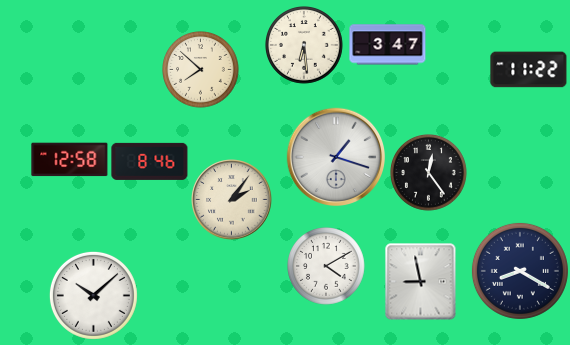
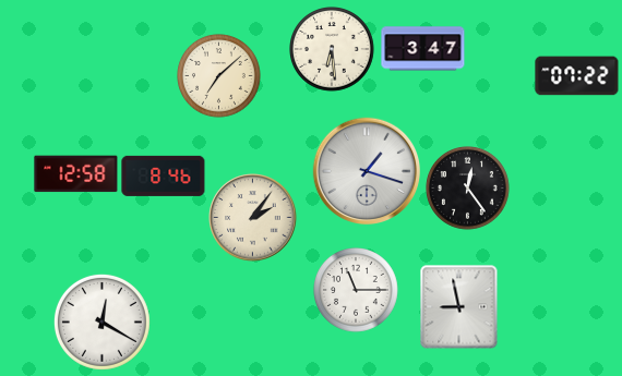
clock at (201, 70): 7:52 -> 7:08
clock at (529, 70): 11:22 -> 07:22
clock at (327, 267): 4:10 -> 11:15
clock at (520, 271): 8:20 -> none
clock at (93, 295): 10:08 -> 12:20
